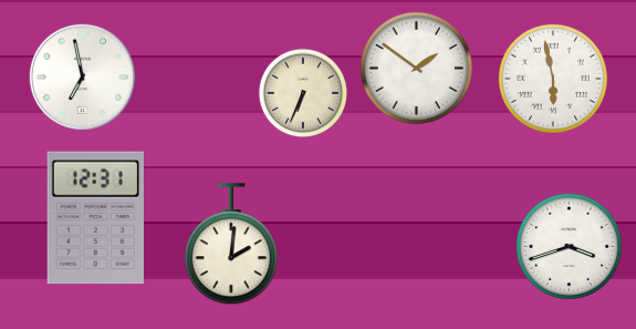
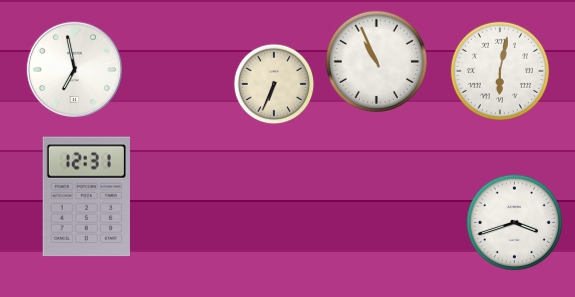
clock at (416, 68): 1:51 -> 10:56
clock at (553, 79): 5:58 -> 6:02
clock at (231, 245): 2:01 -> none
